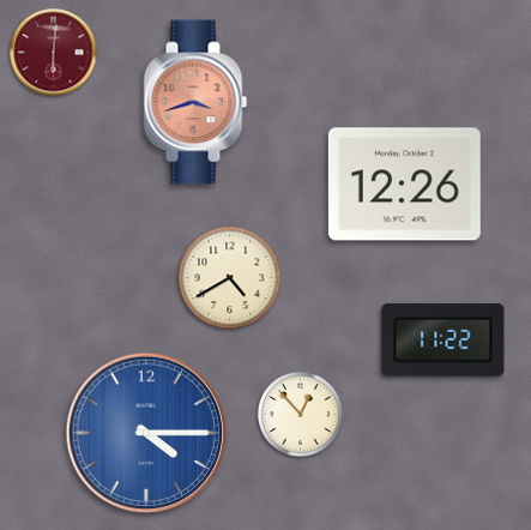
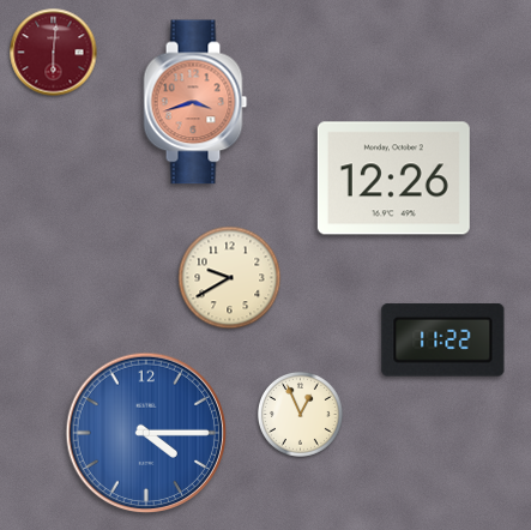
clock at (404, 185) position: (404, 185) -> (393, 179)
clock at (230, 278): 4:40 -> 9:40
clock at (300, 414): 12:53 -> 12:56
